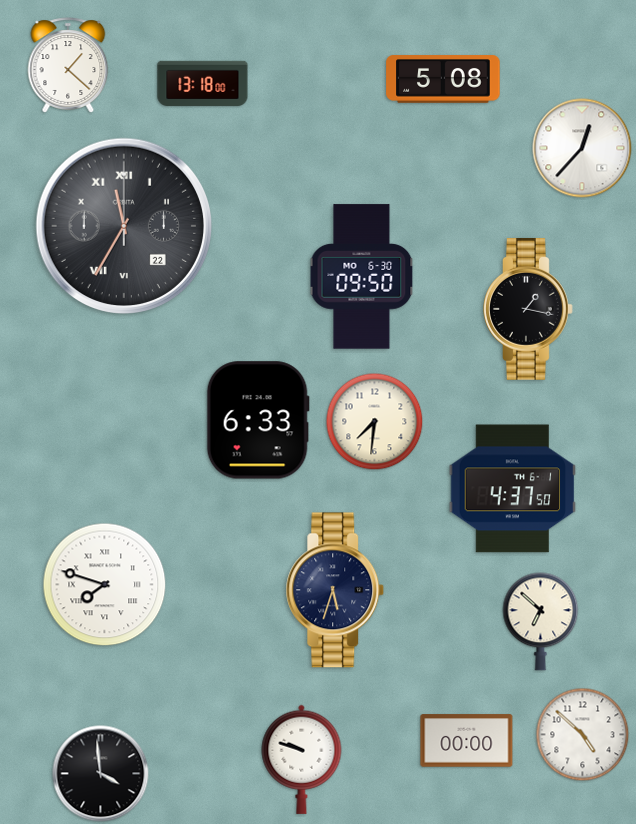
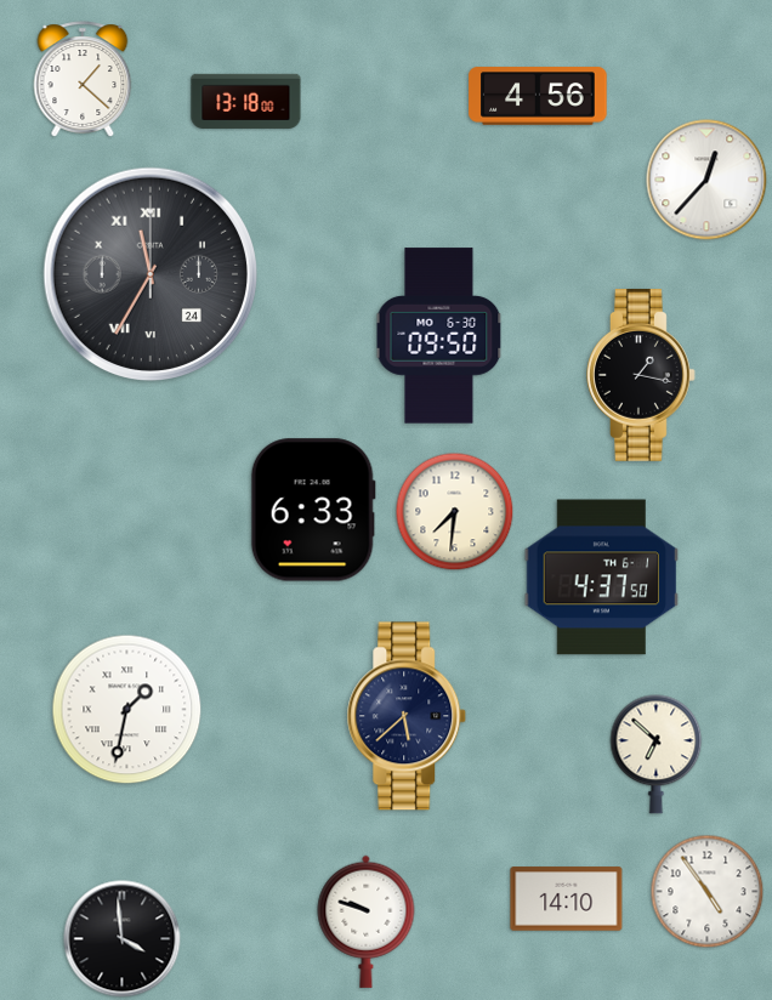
clock at (443, 79): 5:08 -> 4:56
clock at (123, 225) date: 22 -> 24
clock at (513, 489) position: (513, 489) -> (602, 578)
clock at (105, 585): 7:48 -> 1:32
clock at (335, 590): 5:33 -> 5:38
clock at (583, 735): 4:52 -> 4:54
clock at (467, 741): 00:00 -> 14:10
